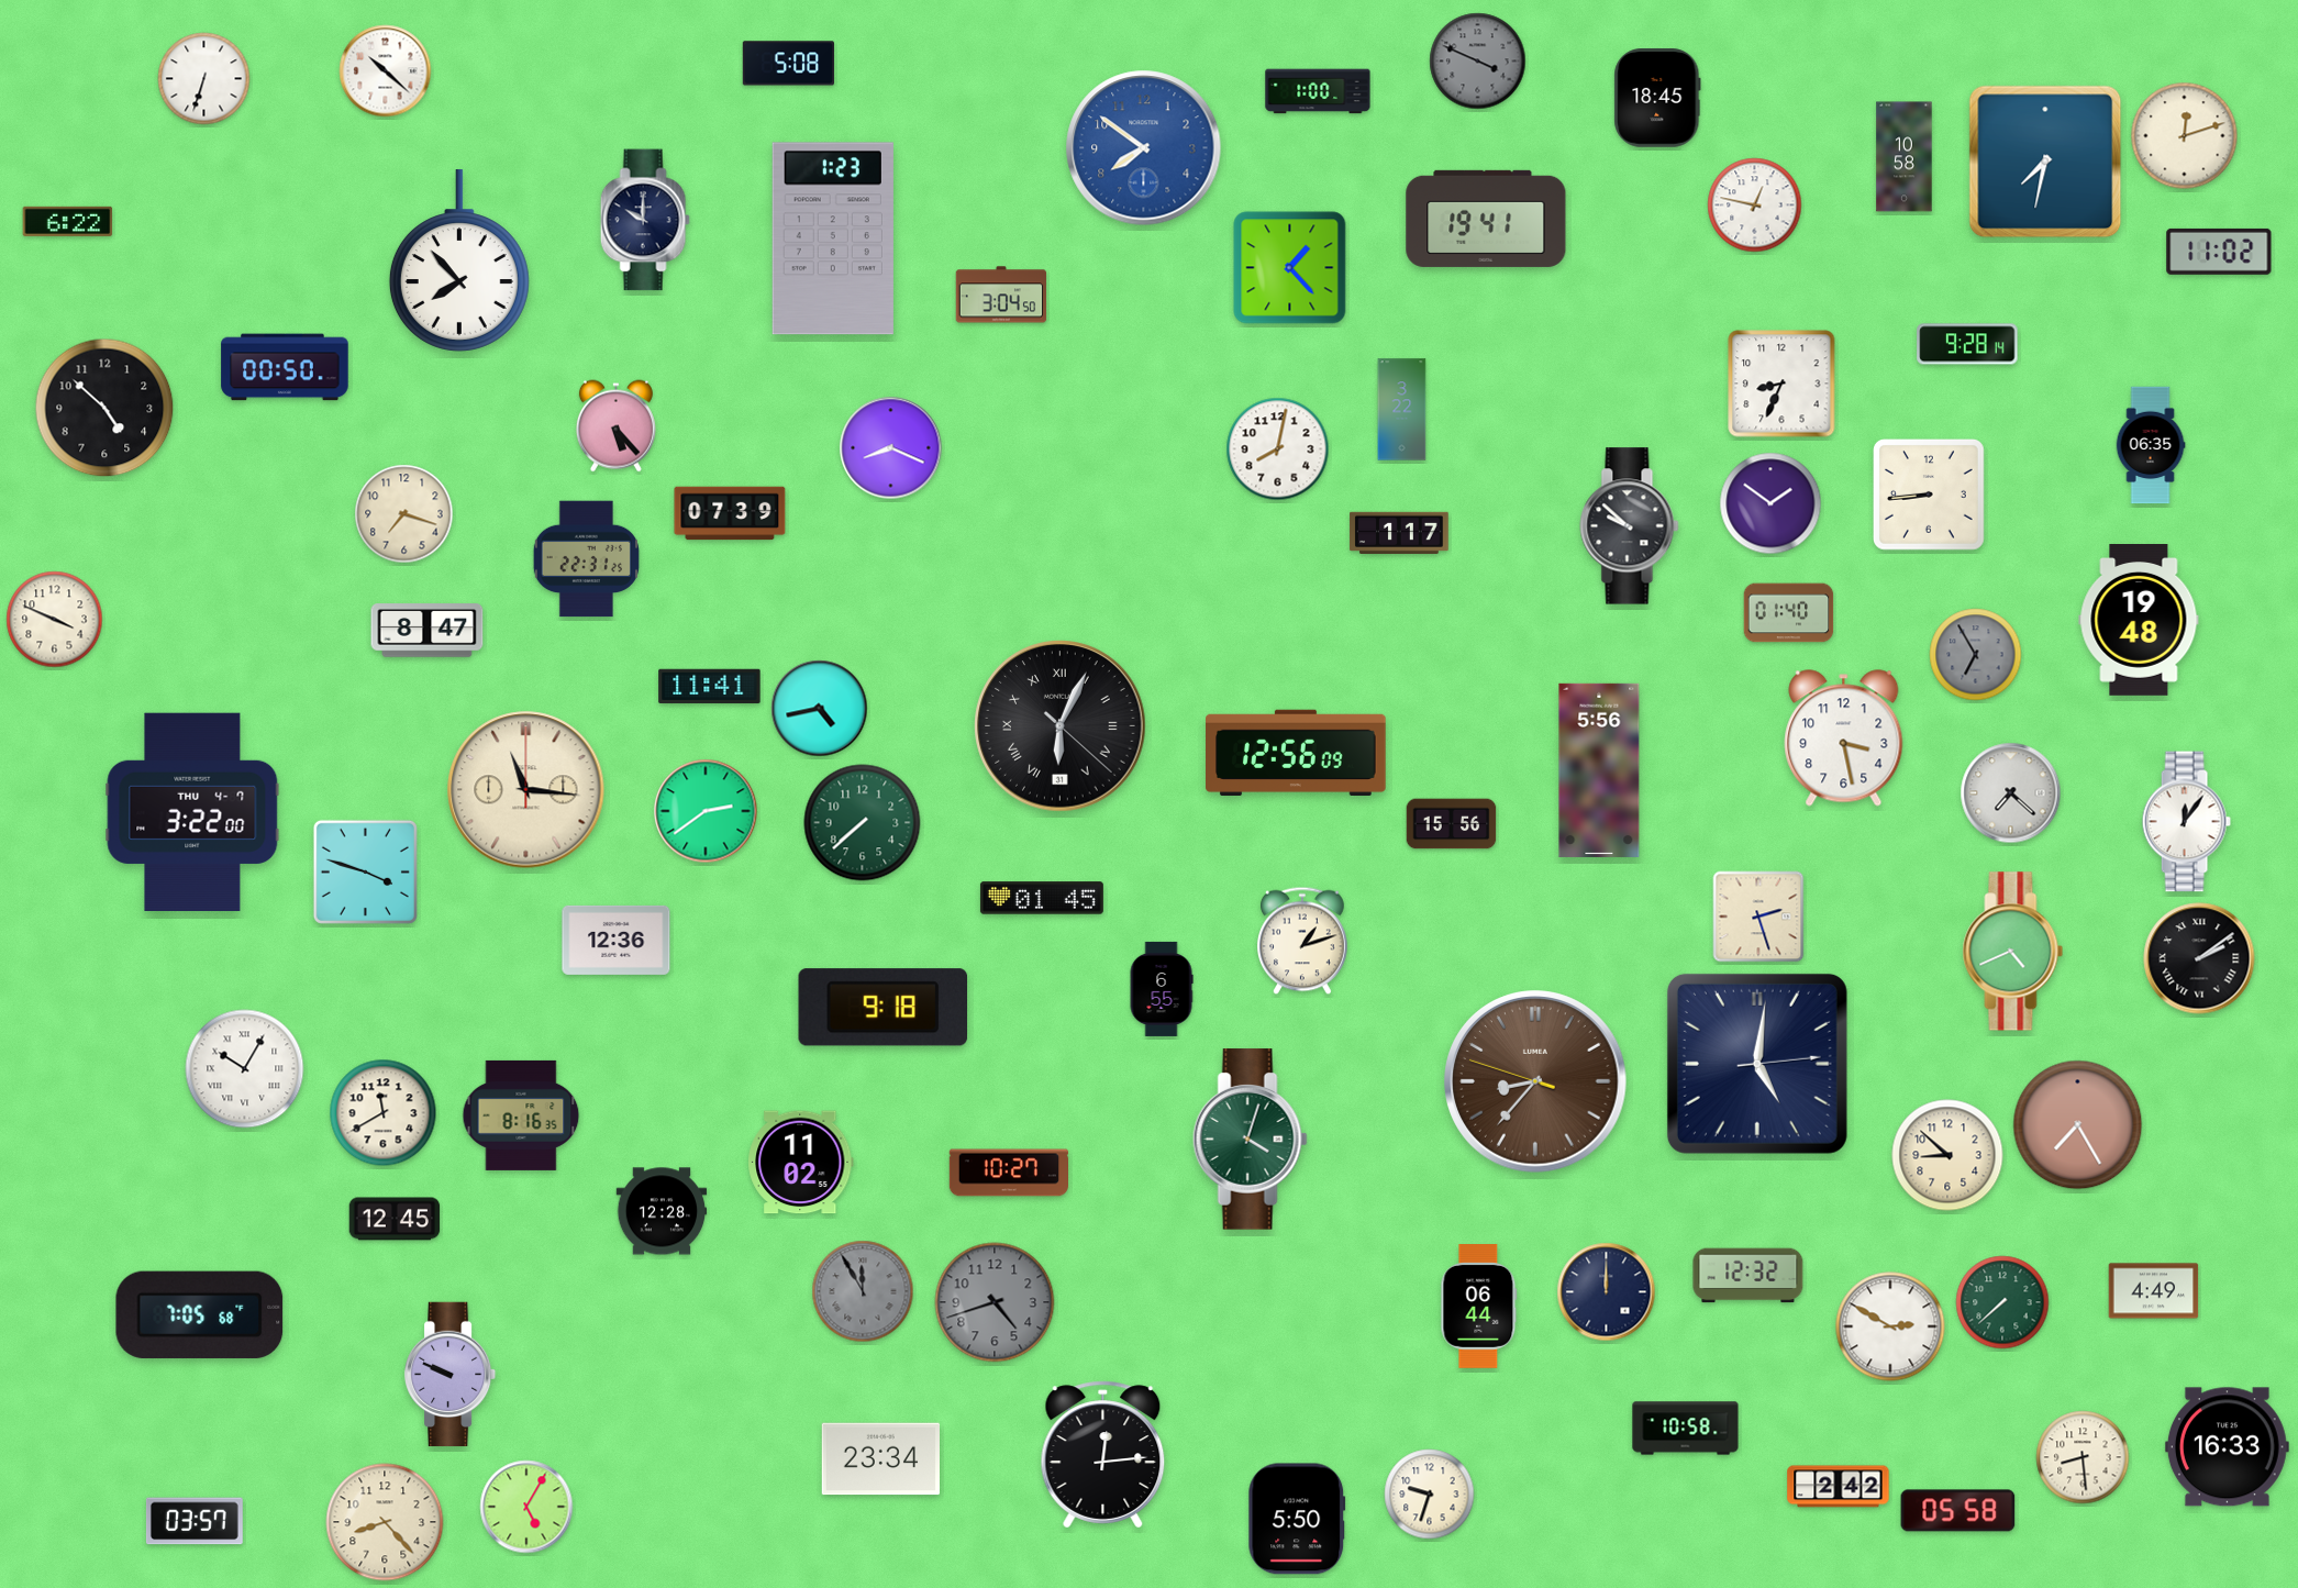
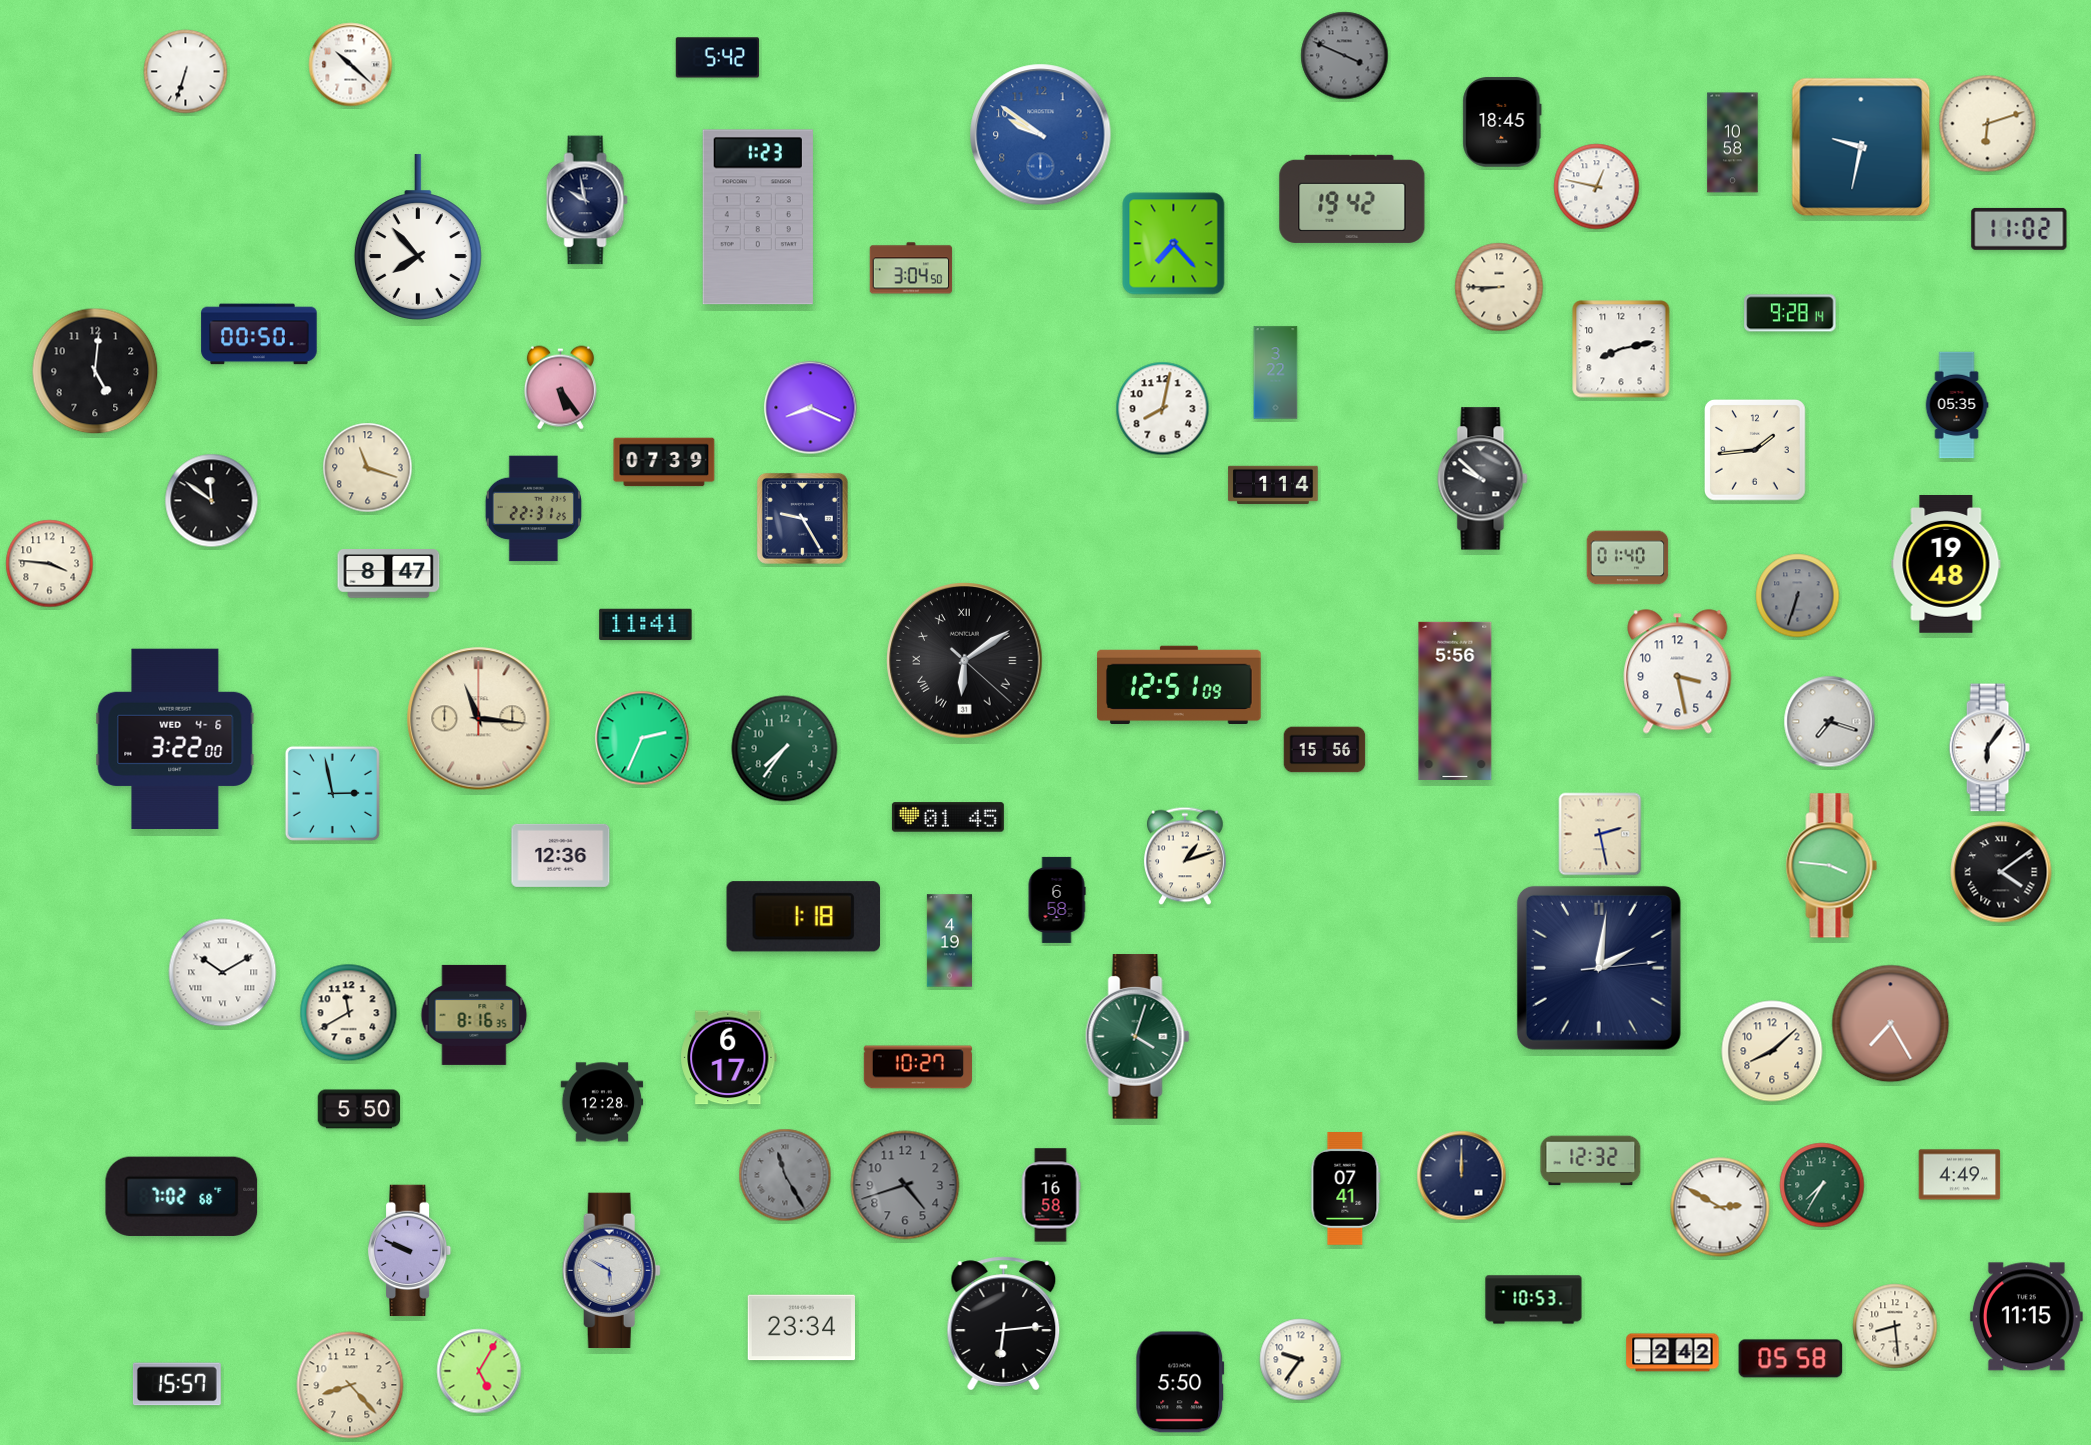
clock at (788, 64): 5:08 -> 5:42
clock at (1318, 91): 1:00 -> none
clock at (1657, 98) position: (1657, 98) -> (1502, 122)
clock at (2185, 136): 12:12 -> 6:12
clock at (1144, 148): 7:51 -> 9:51
clock at (2045, 162): 7:32 -> 9:32
clock at (1486, 219): 19:41 -> 19:42
clock at (645, 220): 10:00 -> 9:58
clock at (68, 221): 6:22 -> none
clock at (1290, 268): 1:23 -> 7:23
clock at (1499, 287): none -> 8:45
clock at (1781, 384): 8:34 -> 8:13
clock at (104, 408): 4:52 -> 5:01
clock at (615, 426): 5:23 -> 5:24
clock at (2151, 445): 06:35 -> 05:35
clock at (1930, 496): 8:44 -> 1:44
clock at (1770, 503): 1:51 -> none
clock at (730, 513) position: (730, 513) -> (664, 462)
clock at (404, 514): 7:18 -> 11:18
clock at (1399, 533): 1:17 -> 1:14
clock at (212, 501): none -> 11:51
clock at (802, 518): none -> 9:25
clock at (55, 620): 3:49 -> 3:46
clock at (1976, 655): 6:55 -> 6:33
clock at (820, 709): 4:43 -> none
clock at (1061, 726): 6:04 -> 6:09
clock at (1296, 752): 12:56 -> 12:51
clock at (2011, 793): 7:22 -> 7:18
clock at (192, 811) date: THU 4-7 -> WED 4-6
clock at (706, 811): 2:39 -> 2:34
clock at (2186, 822): 12:06 -> 6:06
clock at (863, 823): 7:38 -> 7:36
clock at (1452, 824) position: (1452, 824) -> (1325, 750)
clock at (365, 871): 3:48 -> 2:58
clock at (1758, 917): 2:27 -> 2:28
clock at (2013, 952): 4:41 -> 3:46
clock at (2199, 958): 2:09 -> 4:09
clock at (1162, 989): 6:55 -> 6:58
clock at (884, 1008): 9:18 -> 1:18
clock at (949, 941): none -> 4:19
clock at (1757, 1064): 5:01 -> 2:01
clock at (245, 1069): 10:05 -> 10:10
clock at (1535, 1081): 8:36 -> none
clock at (1947, 1155): 8:52 -> 8:08
clock at (801, 1163): 11:02 -> 6:17
clock at (395, 1219): 12:45 -> 5:50
clock at (863, 1291): 11:55 -> 11:25
clock at (2002, 1302): 7:38 -> 7:35
clock at (1479, 1307): 06:44 -> 07:41
clock at (1051, 1195): none -> 16:58
clock at (200, 1314): 7:05 -> 7:02
clock at (611, 1271): none -> 5:50
clock at (1686, 1429): 10:58 -> 10:53
clock at (2227, 1447): 16:33 -> 11:15
clock at (1103, 1455): 12:14 -> 6:14
clock at (1430, 1495): 9:33 -> 9:36
clock at (1958, 1511) position: (1958, 1511) -> (1791, 1359)
clock at (195, 1521): 03:57 -> 15:57
